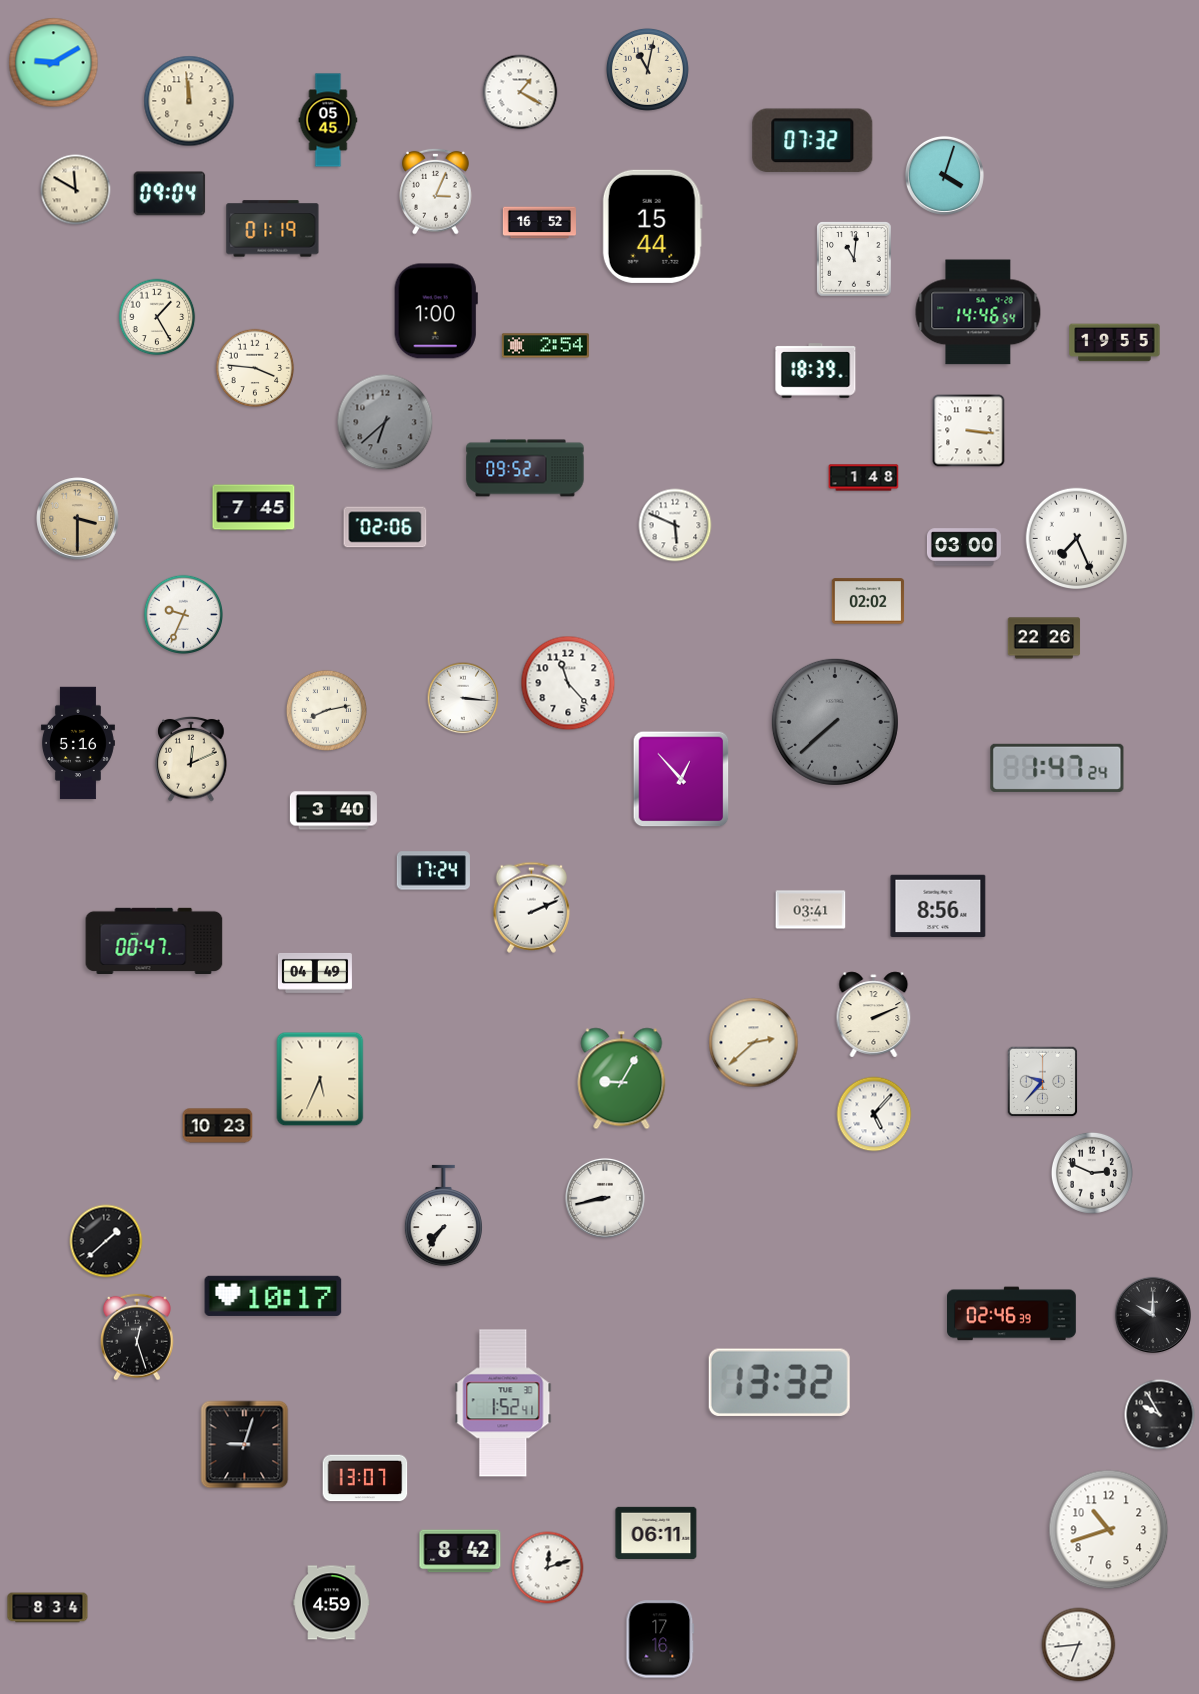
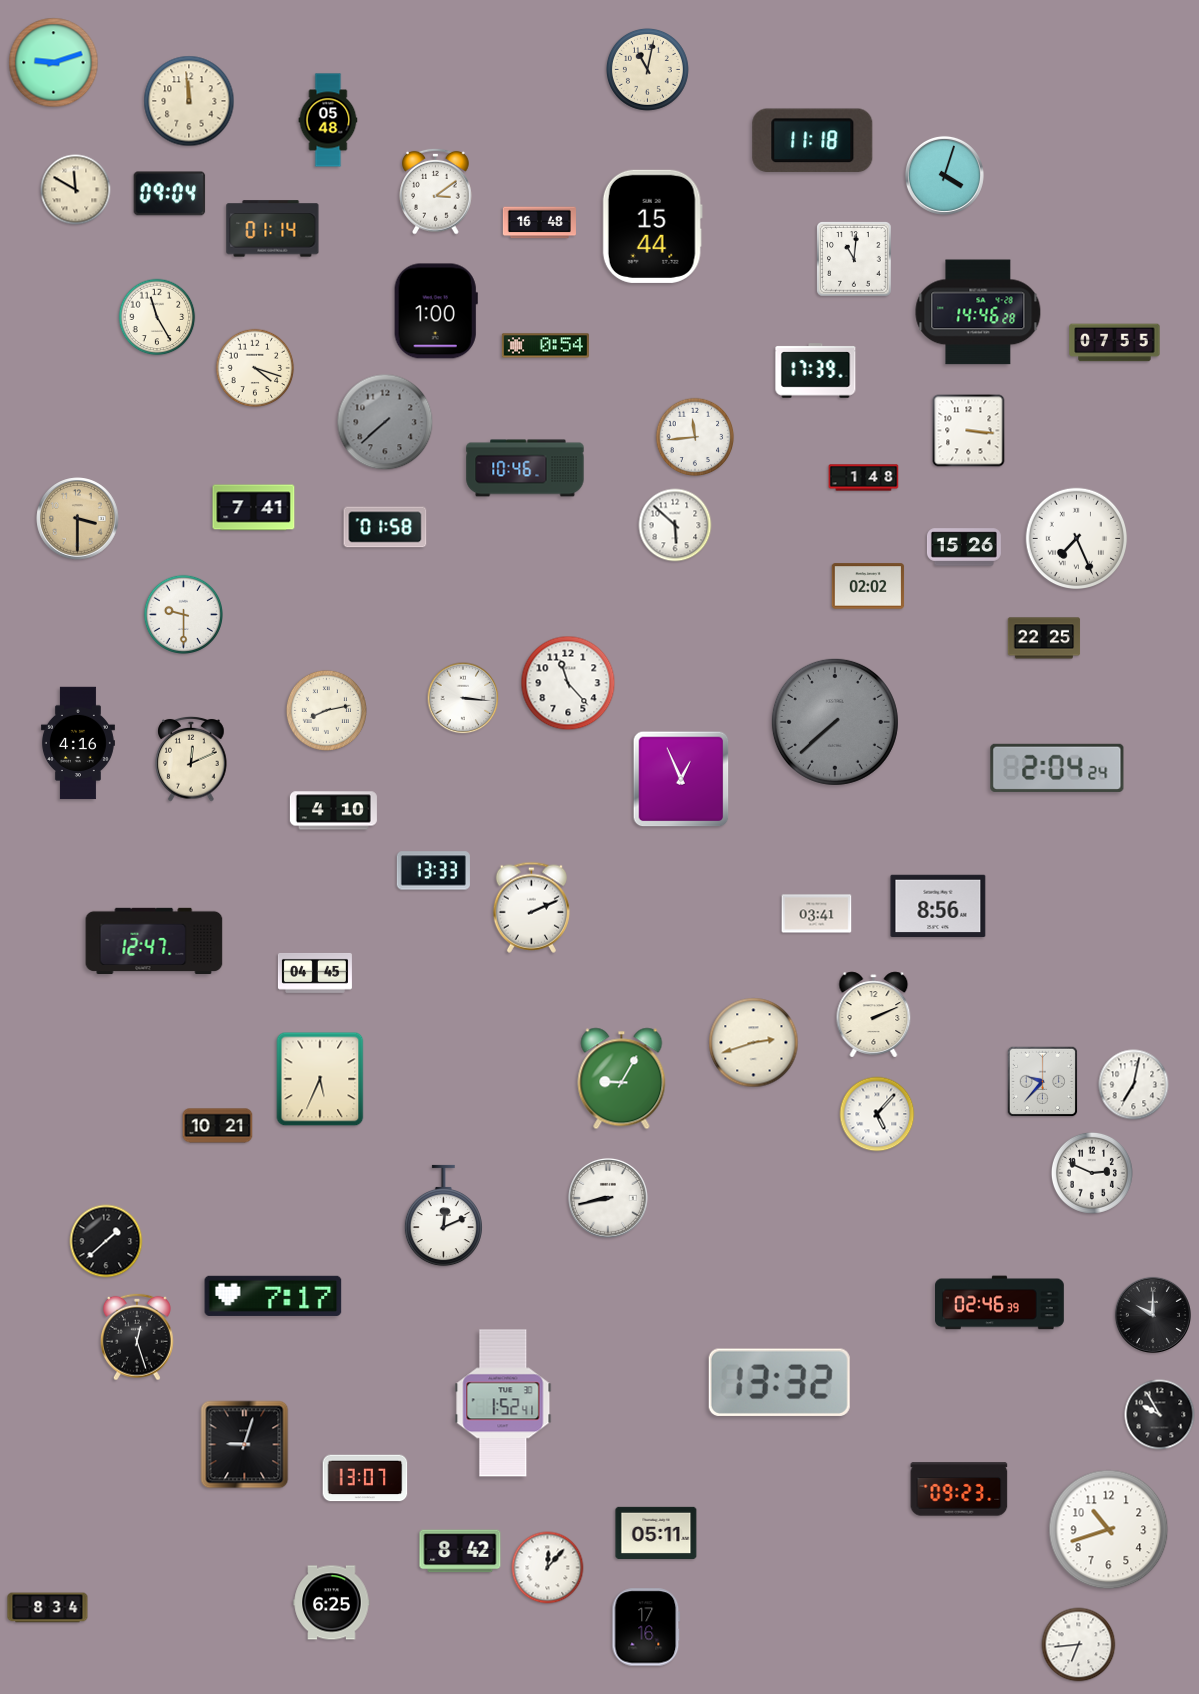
clock at (54, 63): 9:10 -> 9:12
clock at (520, 92): 1:20 -> none
clock at (328, 120): 05:45 -> 05:48
clock at (813, 141): 07:32 -> 11:18
clock at (436, 191): 3:04 -> 3:09
clock at (539, 223): 16:52 -> 16:48
clock at (273, 229): 01:19 -> 01:14
clock at (978, 312): 14:46:54 -> 14:46:28
clock at (157, 317): 1:25 -> 11:25
clock at (1115, 343): 19:55 -> 07:55
clock at (545, 346): 2:54 -> 0:54
clock at (255, 368): 3:46 -> 4:18
clock at (816, 371): 18:39 -> 17:39
clock at (385, 422): 6:38 -> 7:38
clock at (695, 437): none -> 11:44
clock at (525, 468): 09:52 -> 10:46
clock at (254, 508): 7:45 -> 7:41
clock at (675, 525): 5:49 -> 5:52
clock at (385, 527): 02:06 -> 01:58
clock at (964, 547): 03:00 -> 15:26
clock at (868, 601) position: (868, 601) -> (868, 586)
clock at (183, 614): 9:34 -> 9:30
clock at (1044, 638): 22:26 -> 22:25
clock at (78, 743): 5:16 -> 4:16
clock at (1057, 768): 1:47 -> 2:04
clock at (681, 779): 12:53 -> 12:56
clock at (333, 811): 3:40 -> 4:10
clock at (433, 871): 17:24 -> 13:33
clock at (811, 910) position: (811, 910) -> (817, 914)
clock at (154, 941): 00:47 -> 12:47
clock at (315, 973): 04:49 -> 04:45
clock at (754, 1043): 2:38 -> 2:42
clock at (1134, 1085): none -> 7:02
clock at (874, 1114) position: (874, 1114) -> (877, 1114)
clock at (218, 1126): 10:23 -> 10:21
clock at (605, 1198) position: (605, 1198) -> (608, 1198)
clock at (443, 1216): 7:36 -> 12:11
clock at (273, 1296): 10:17 -> 7:17
clock at (1012, 1314) position: (1012, 1314) -> (1000, 1303)
clock at (959, 1489): none -> 09:23
clock at (656, 1532): 06:11 -> 05:11
clock at (548, 1568): 12:12 -> 12:07
clock at (332, 1603): 4:59 -> 6:25
clock at (660, 1639) position: (660, 1639) -> (646, 1627)
